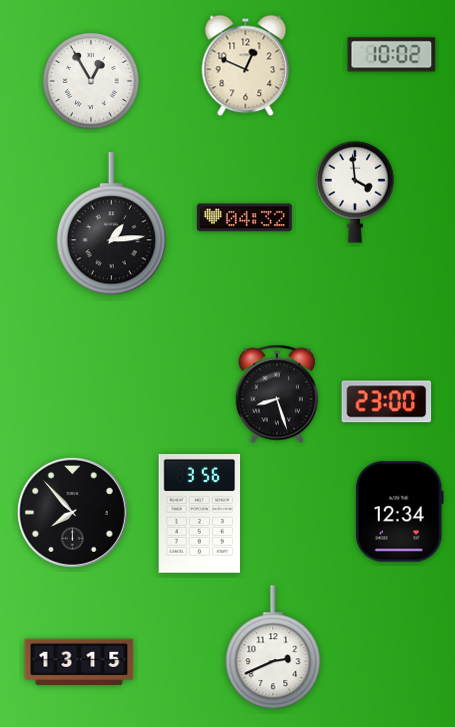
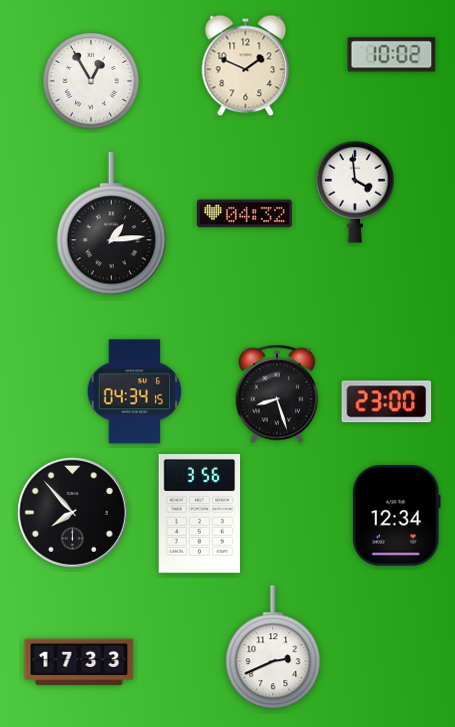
clock at (246, 66): 12:49 -> 1:49
clock at (244, 218) position: (244, 218) -> (244, 214)
clock at (135, 392): none -> 04:34
clock at (399, 512) position: (399, 512) -> (396, 516)
clock at (79, 662): 13:15 -> 17:33
